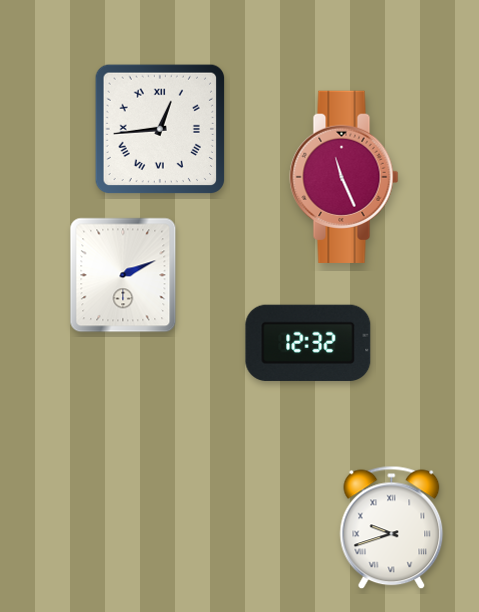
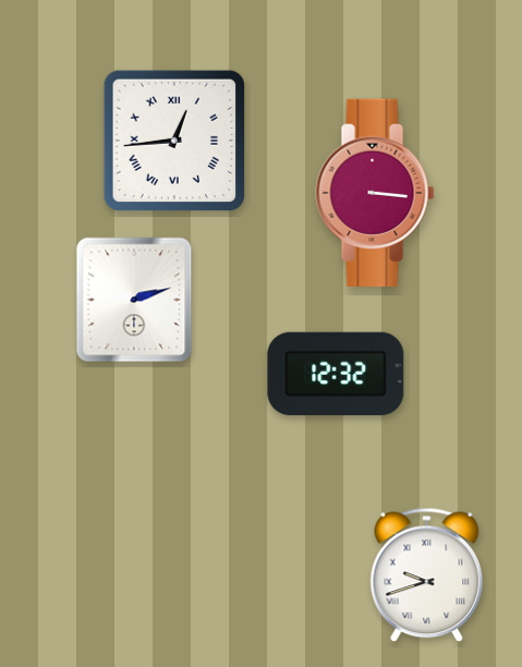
clock at (344, 177): 11:26 -> 3:16
clock at (123, 275): 2:11 -> 2:12
